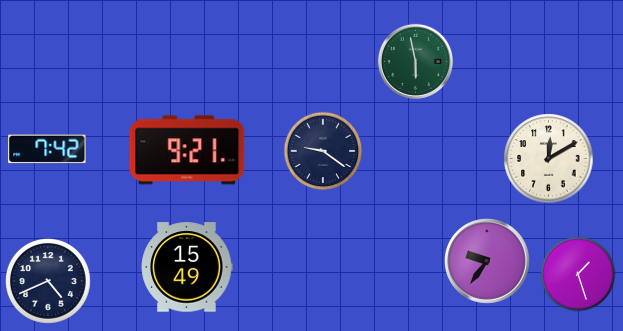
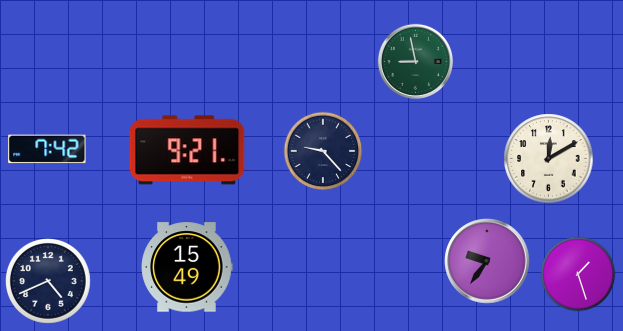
clock at (415, 61): 5:58 -> 8:58
clock at (323, 151): 9:21 -> 9:23
